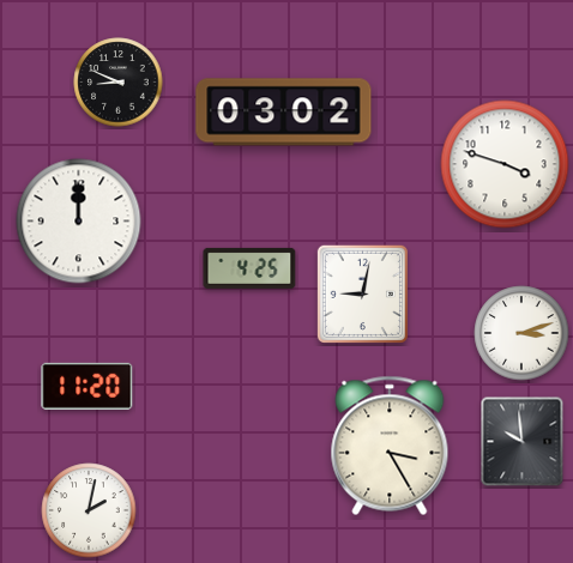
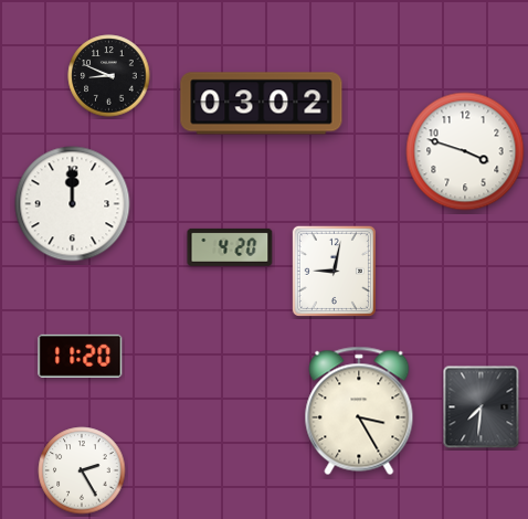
clock at (249, 268): 4:25 -> 4:20
clock at (521, 333): 3:12 -> none
clock at (523, 442): 9:59 -> 7:31
clock at (89, 510): 2:02 -> 2:25
